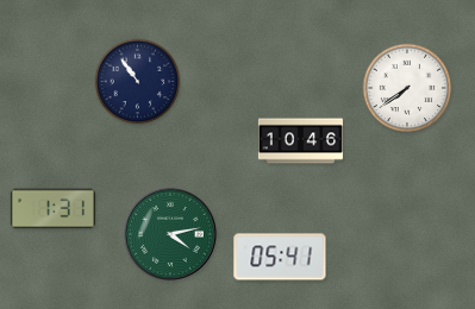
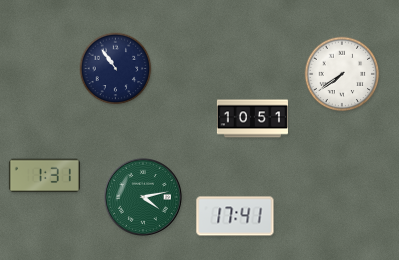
clock at (300, 141): 10:46 -> 10:51
clock at (280, 257): 05:41 -> 17:41
